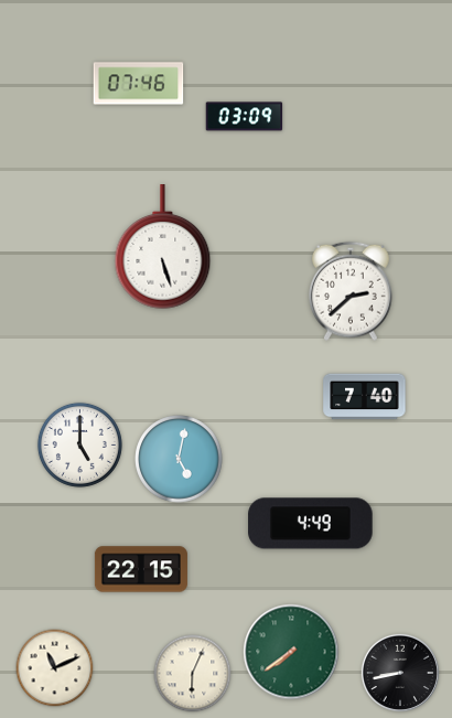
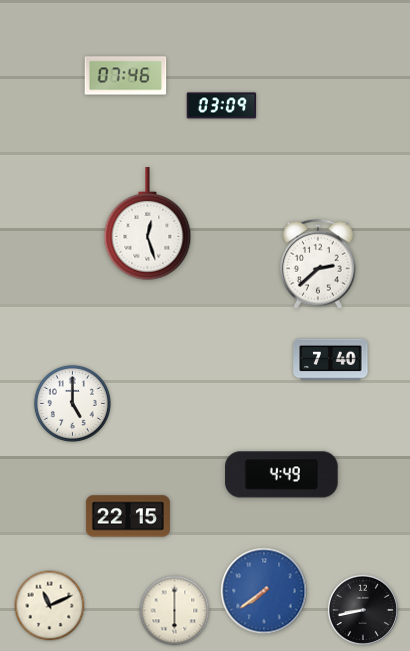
clock at (163, 247): 5:27 -> 12:27
clock at (179, 459): 5:02 -> none
clock at (291, 652) dial: green -> blue
clock at (193, 674): 6:04 -> 6:00
